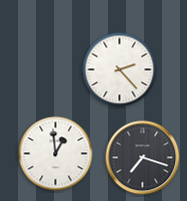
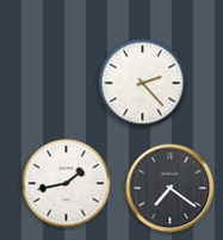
clock at (56, 154): 12:59 -> 1:43
clock at (143, 158): 7:18 -> 7:21
